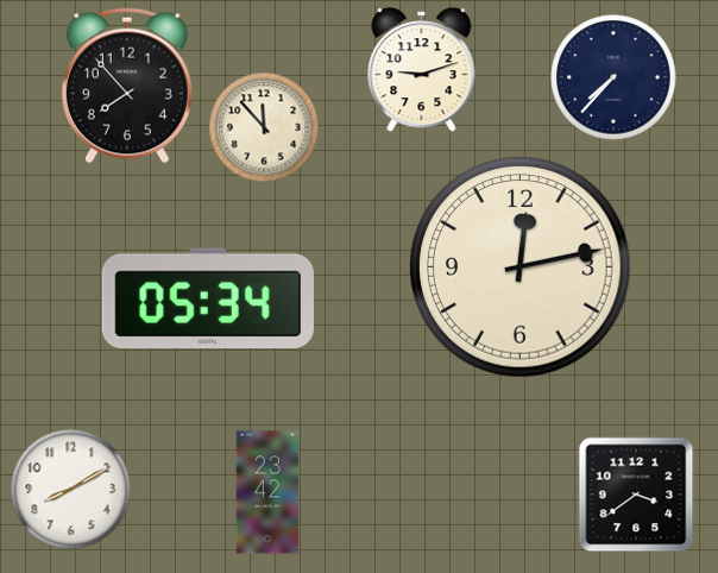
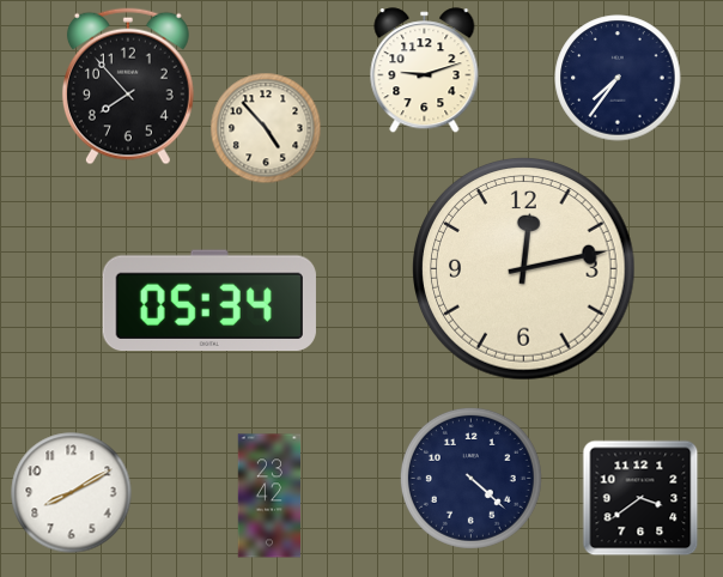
clock at (613, 77): 7:37 -> 7:36
clock at (264, 127): 11:53 -> 4:53
clock at (470, 478): none -> 4:22
